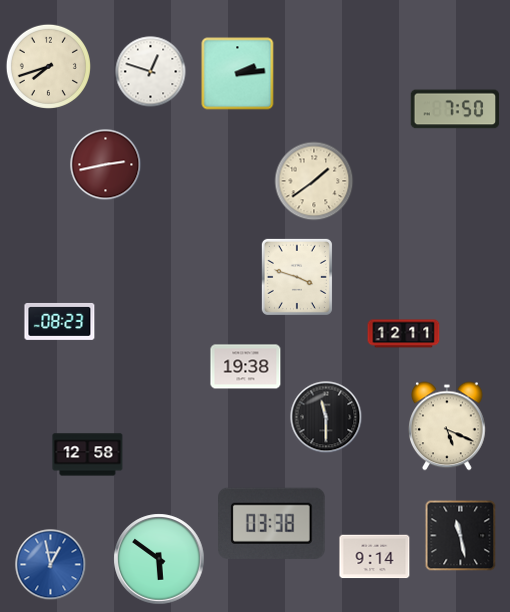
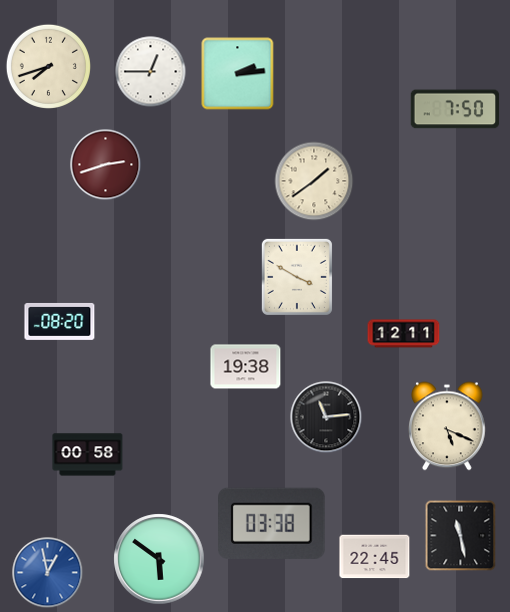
clock at (151, 72): 12:48 -> 12:45
clock at (106, 165): 2:43 -> 2:42
clock at (297, 277): 3:48 -> 3:50
clock at (60, 321): 08:23 -> 08:20
clock at (326, 417): 11:30 -> 11:14
clock at (88, 455): 12:58 -> 00:58
clock at (375, 557): 9:14 -> 22:45
clock at (51, 565) position: (51, 565) -> (48, 573)
